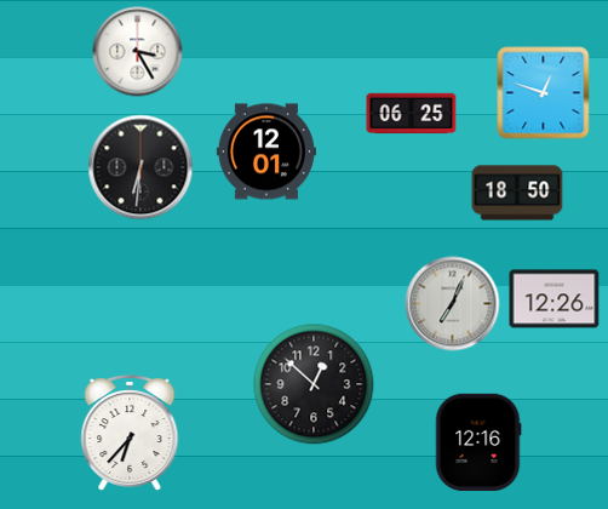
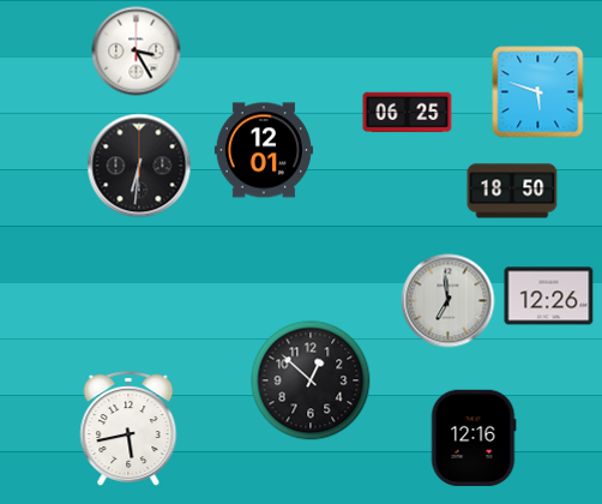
clock at (544, 93): 12:48 -> 5:48
clock at (453, 304): 7:04 -> 6:59
clock at (130, 433): 6:37 -> 5:43
